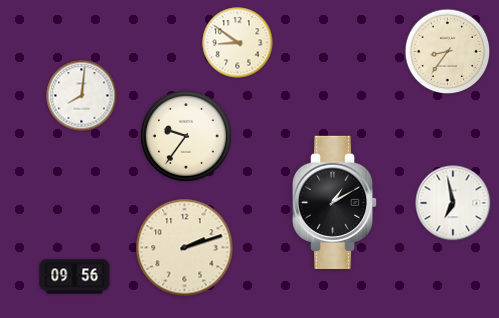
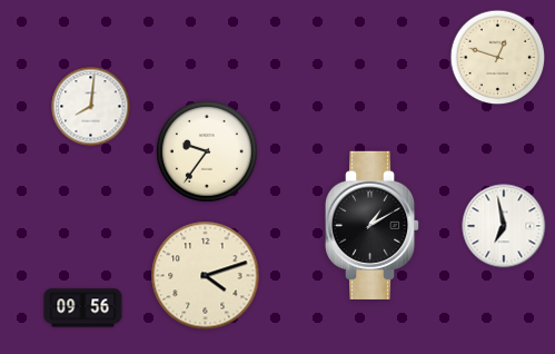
clock at (238, 43): 8:51 -> none
clock at (448, 52): 8:36 -> 12:48
clock at (185, 248): 2:12 -> 4:12
